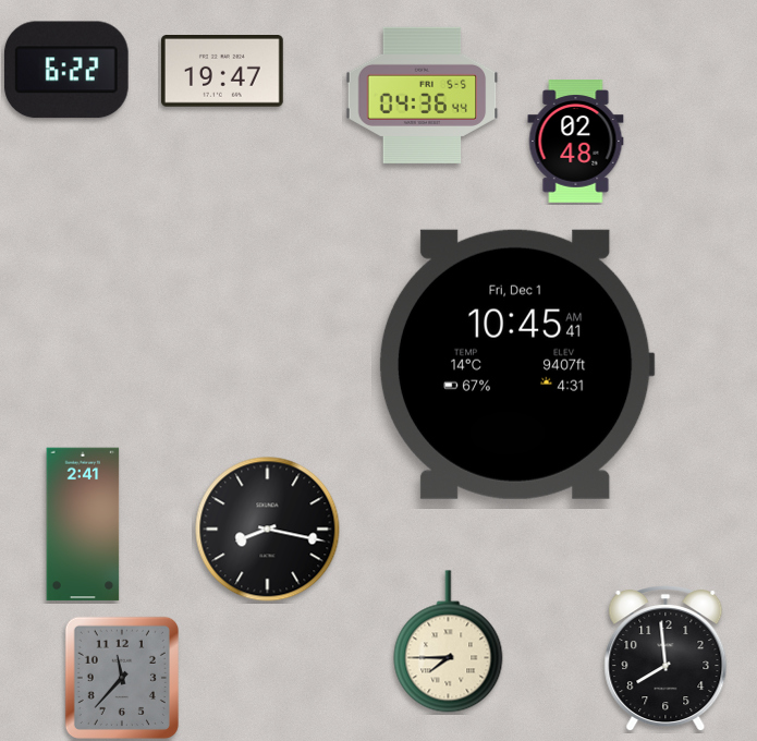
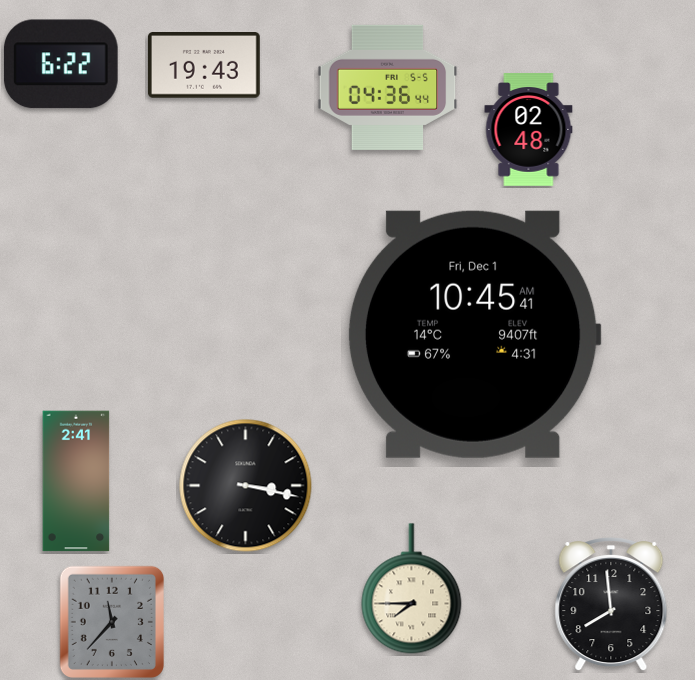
clock at (222, 72): 19:47 -> 19:43
clock at (268, 530): 8:17 -> 3:17
